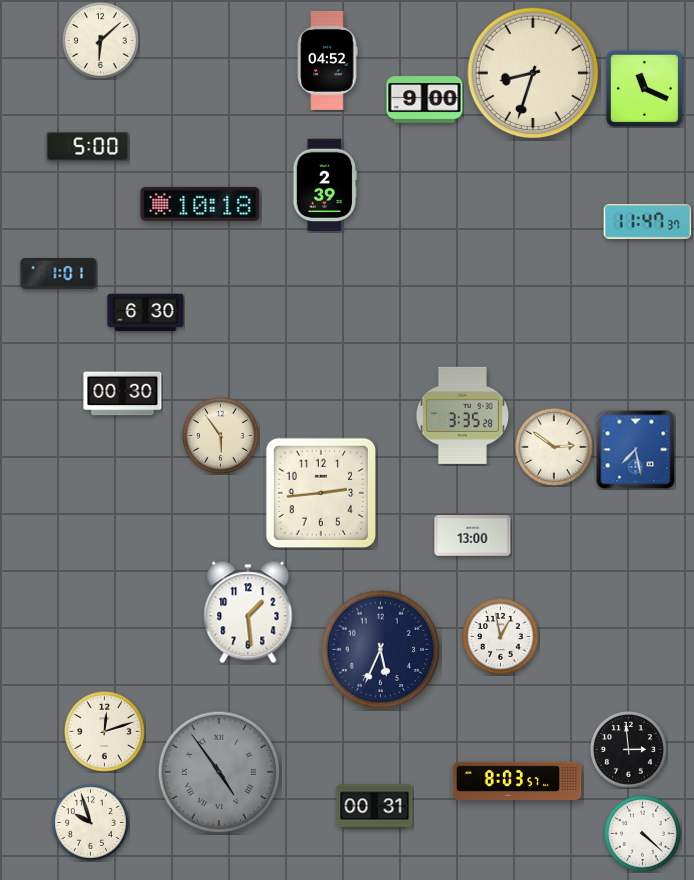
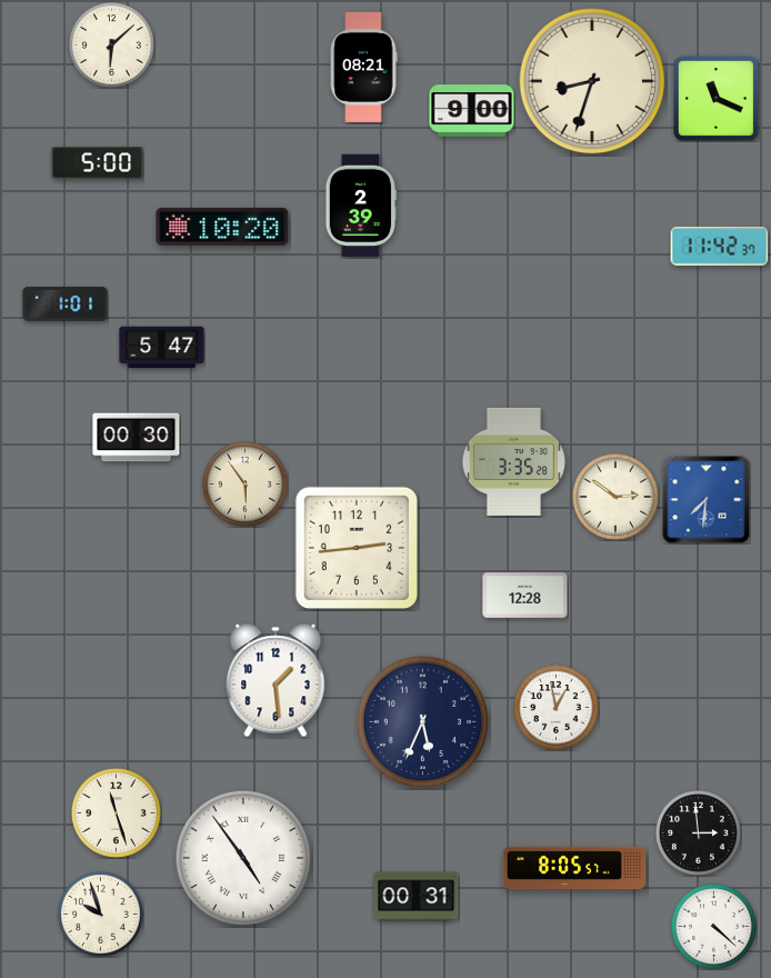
clock at (327, 60): 04:52 -> 08:21
clock at (200, 204): 10:18 -> 10:20
clock at (648, 221): 11:47 -> 11:42
clock at (146, 313): 6:30 -> 5:47
clock at (635, 449): 7:28 -> 7:31
clock at (473, 536): 13:00 -> 12:28
clock at (104, 731): 12:12 -> 11:27
clock at (219, 772) dial: grey -> white
clock at (517, 781): 8:03 -> 8:05
